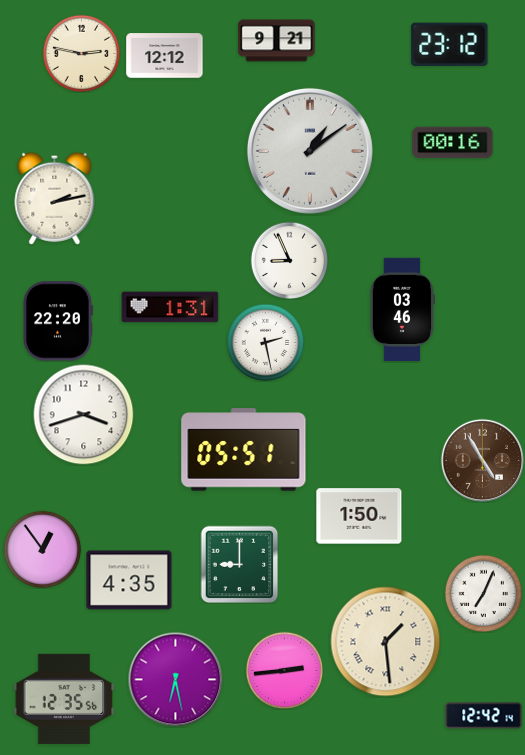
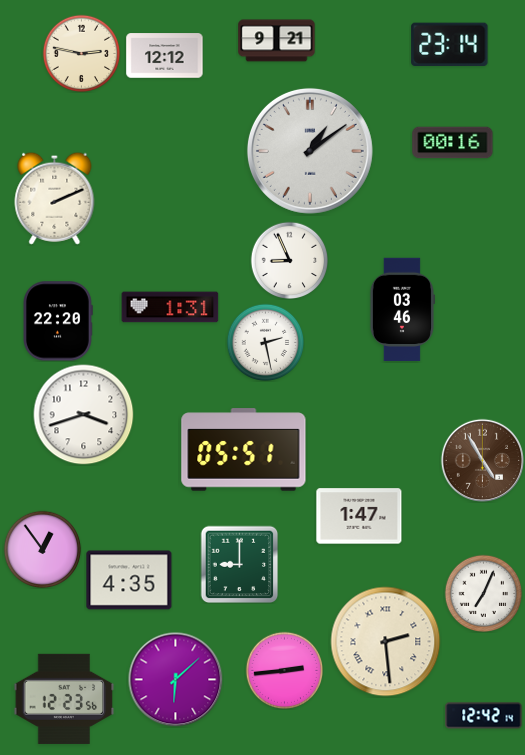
clock at (450, 44): 23:12 -> 23:14
clock at (55, 198): 2:13 -> 2:11
clock at (359, 516): 1:50 -> 1:47
clock at (386, 642): 1:29 -> 2:29
clock at (175, 679): 6:28 -> 6:08
clock at (64, 699): 12:35 -> 12:23
